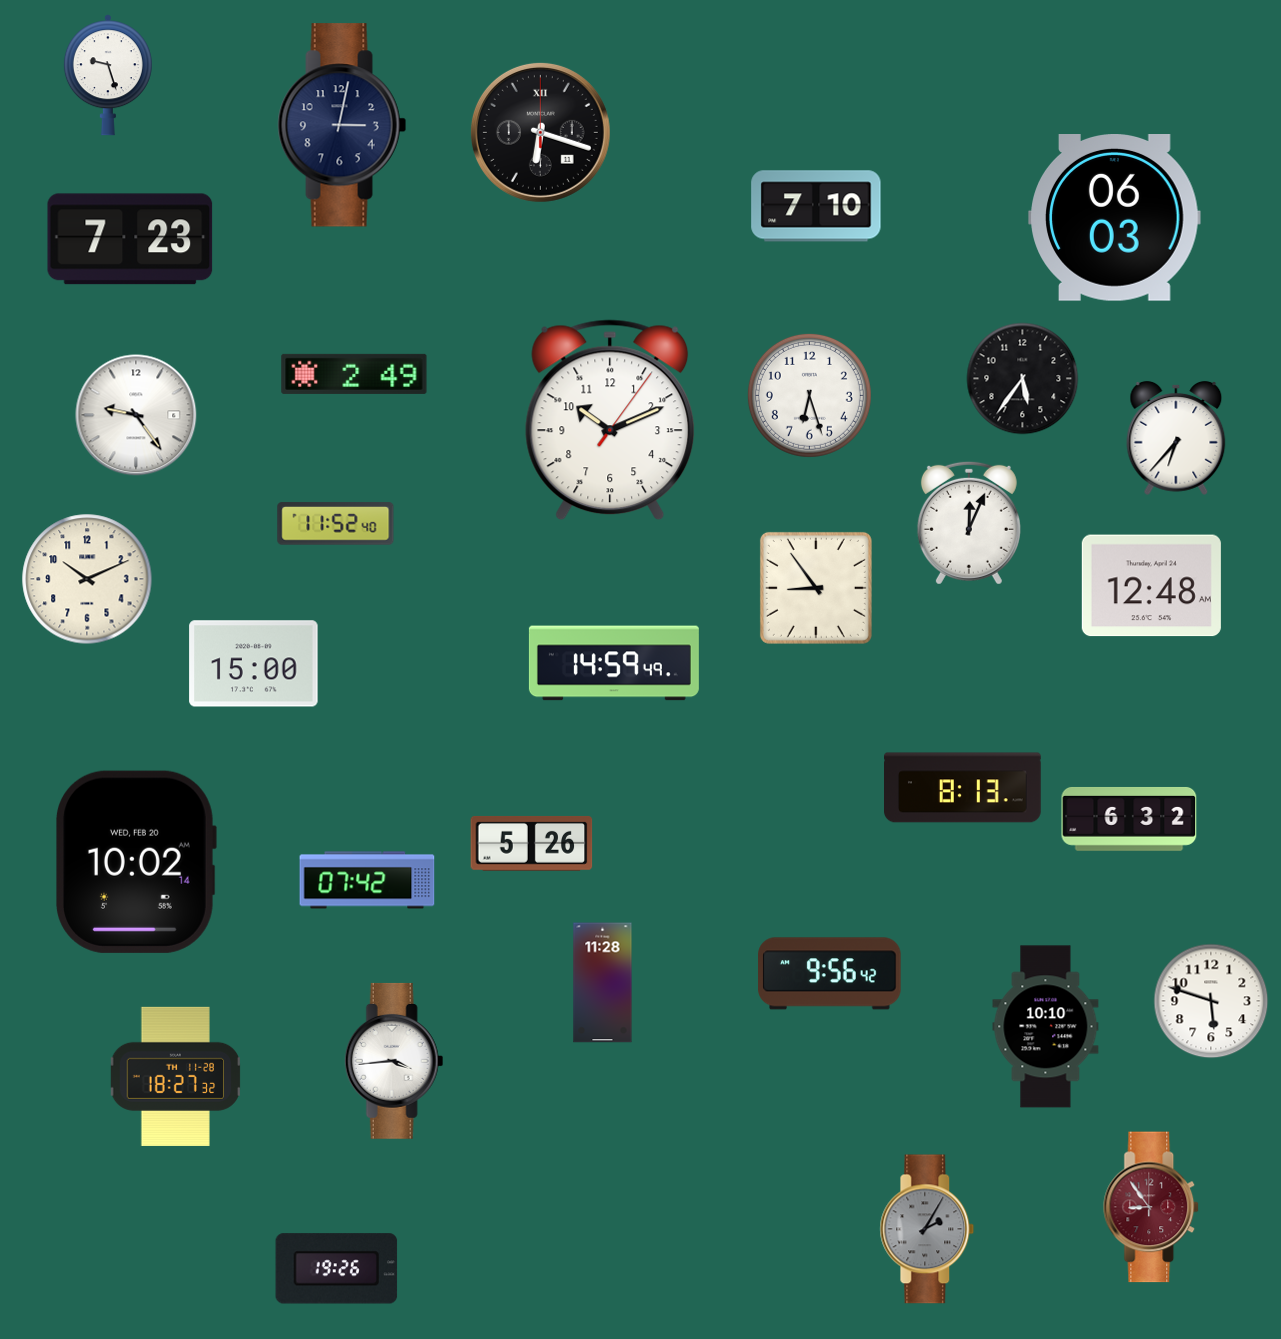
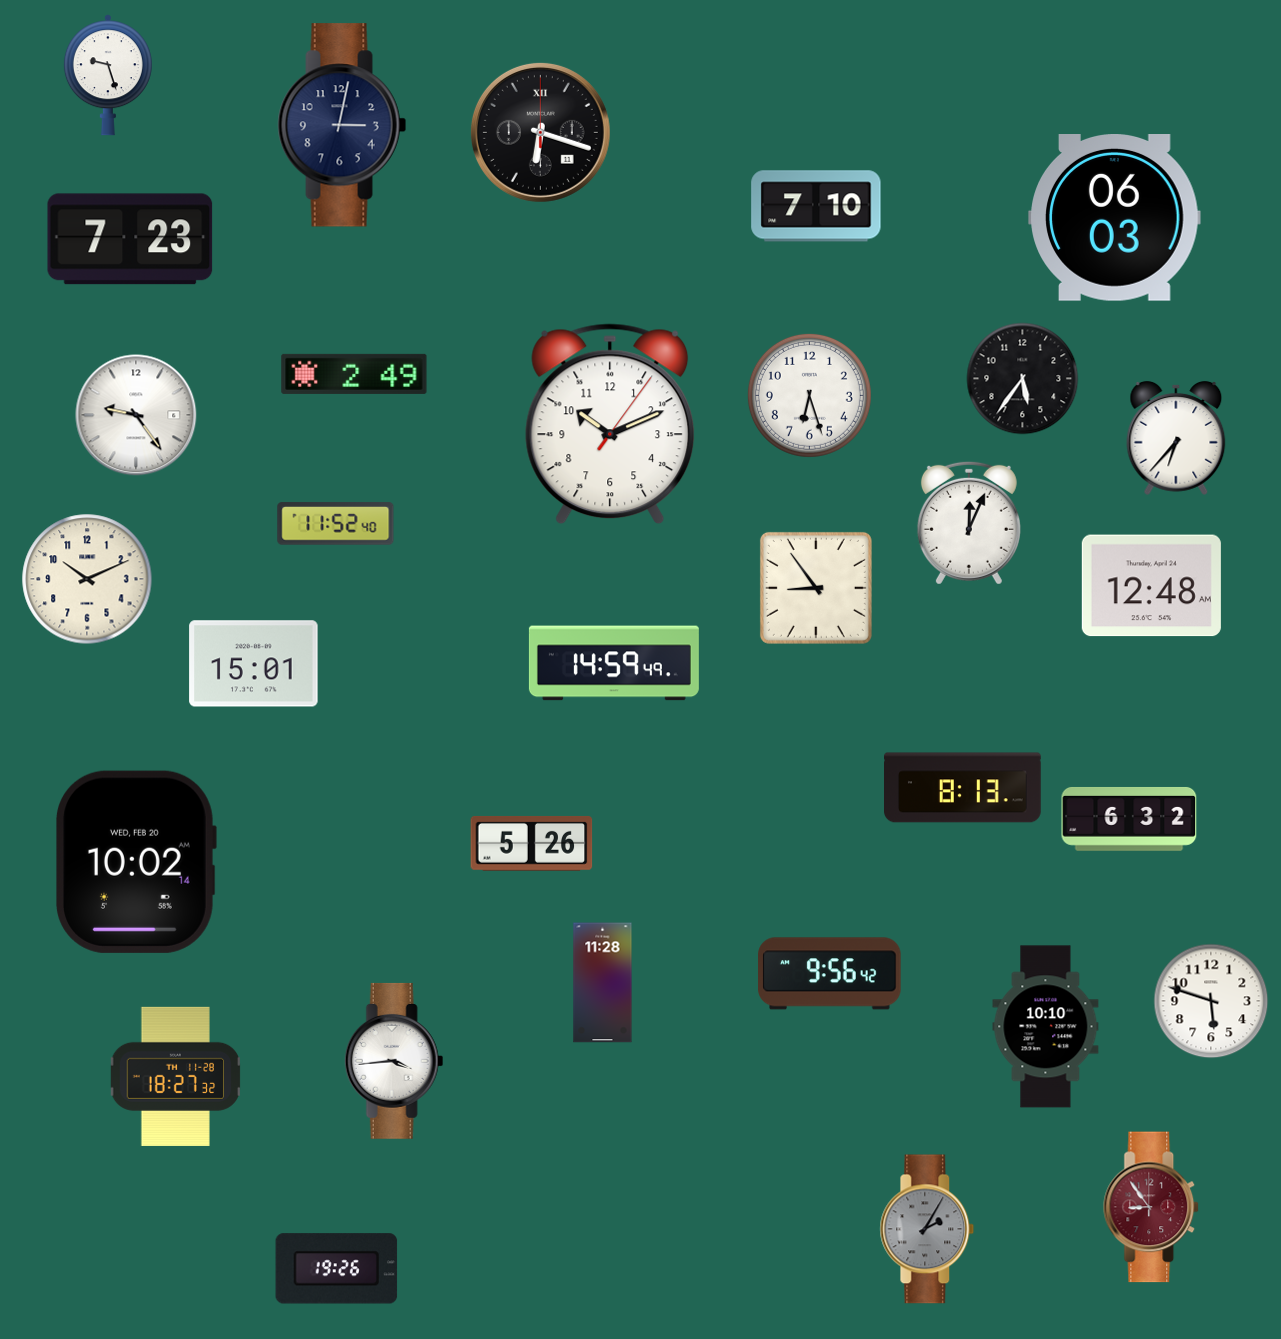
clock at (610, 420) position: (610, 420) -> (610, 424)
clock at (254, 664): 15:00 -> 15:01
clock at (367, 880): 07:42 -> none
